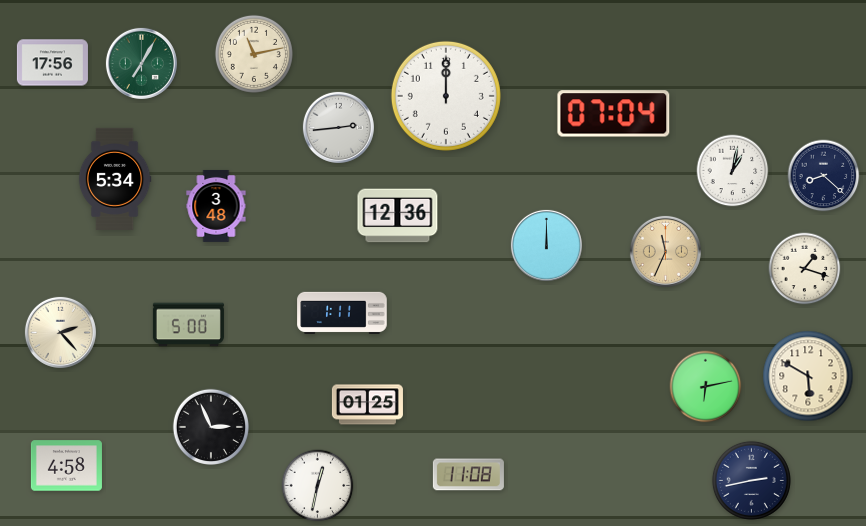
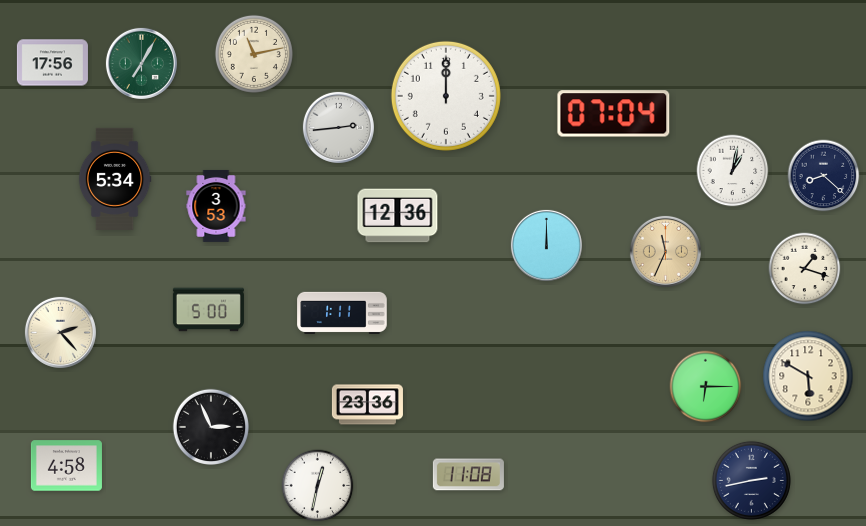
clock at (216, 206): 3:48 -> 3:53
clock at (188, 325) position: (188, 325) -> (208, 310)
clock at (706, 387): 6:13 -> 6:15
clock at (367, 405): 01:25 -> 23:36
